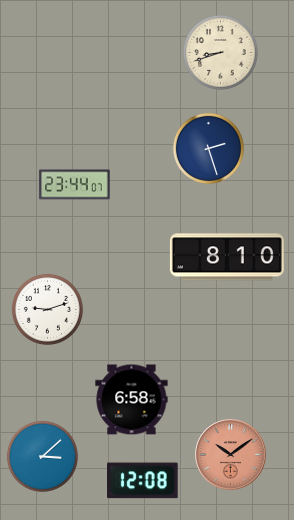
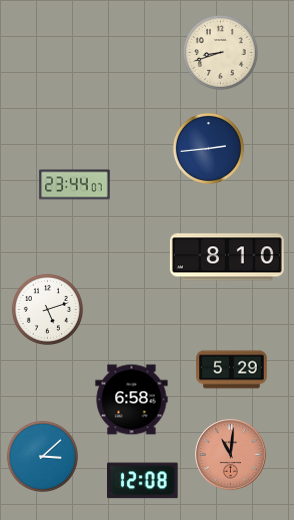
clock at (208, 148): 2:27 -> 2:44
clock at (47, 309): 9:12 -> 5:12
clock at (232, 370): none -> 5:29
clock at (231, 455): 10:09 -> 11:01
